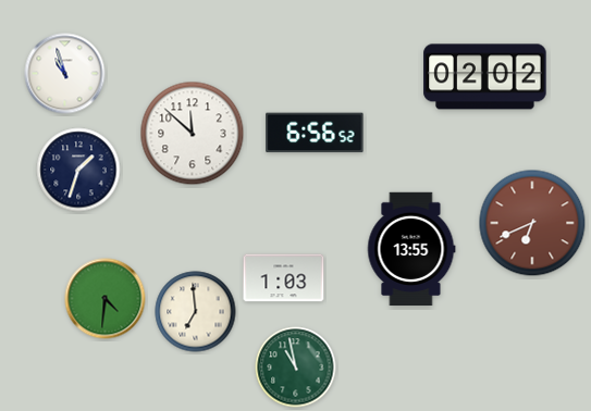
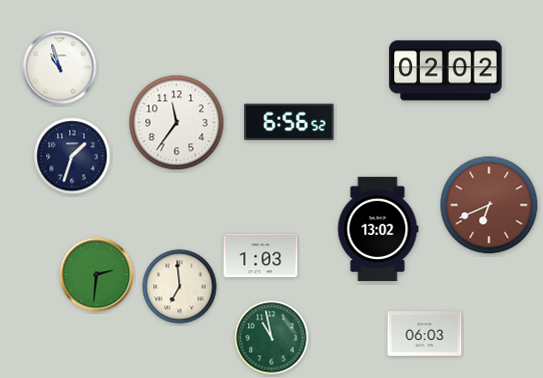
clock at (193, 134): 11:52 -> 11:36
clock at (411, 249): 13:55 -> 13:02
clock at (106, 299): 4:31 -> 2:31
clock at (425, 334): none -> 06:03
